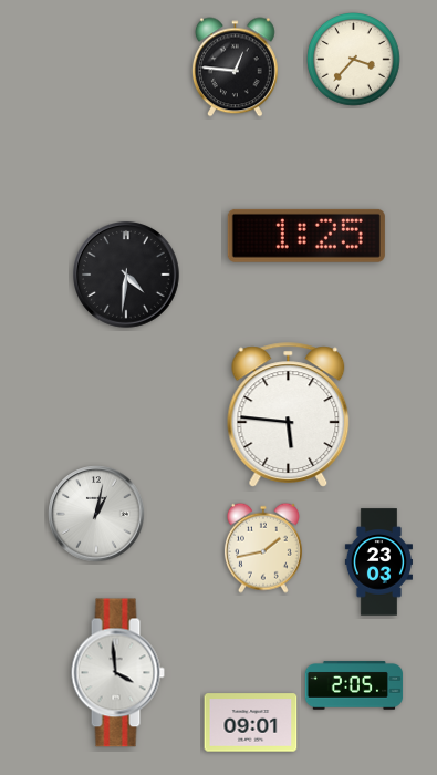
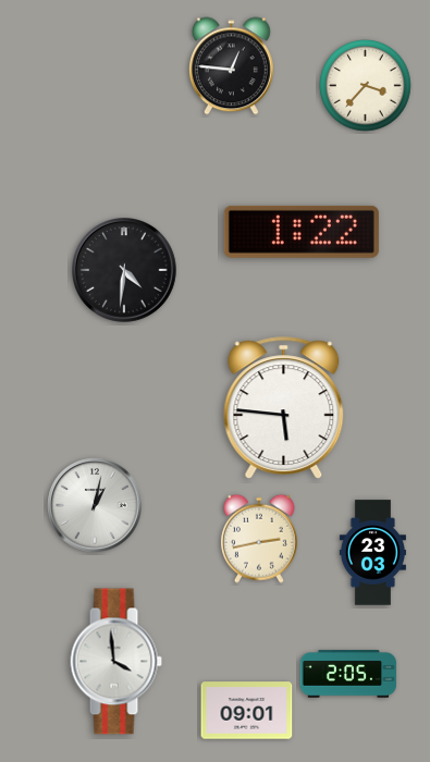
clock at (354, 60) position: (354, 60) -> (366, 86)
clock at (306, 236): 1:25 -> 1:22
clock at (263, 548): 1:43 -> 2:43
